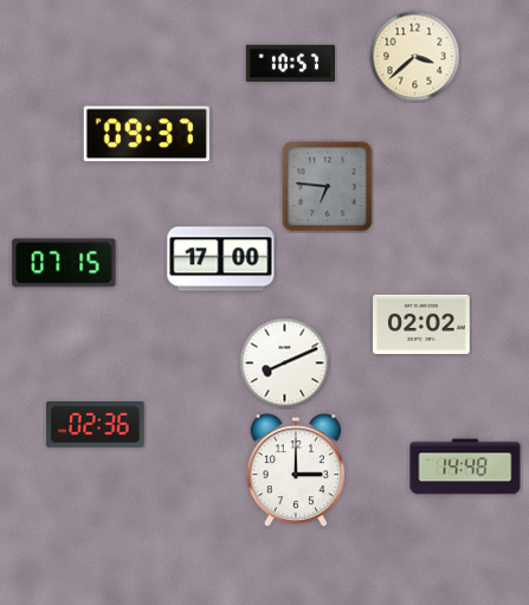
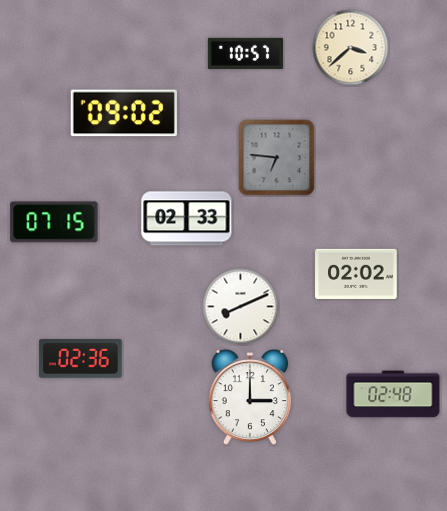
clock at (147, 134): 09:37 -> 09:02
clock at (221, 259): 17:00 -> 02:33
clock at (465, 466): 14:48 -> 02:48
